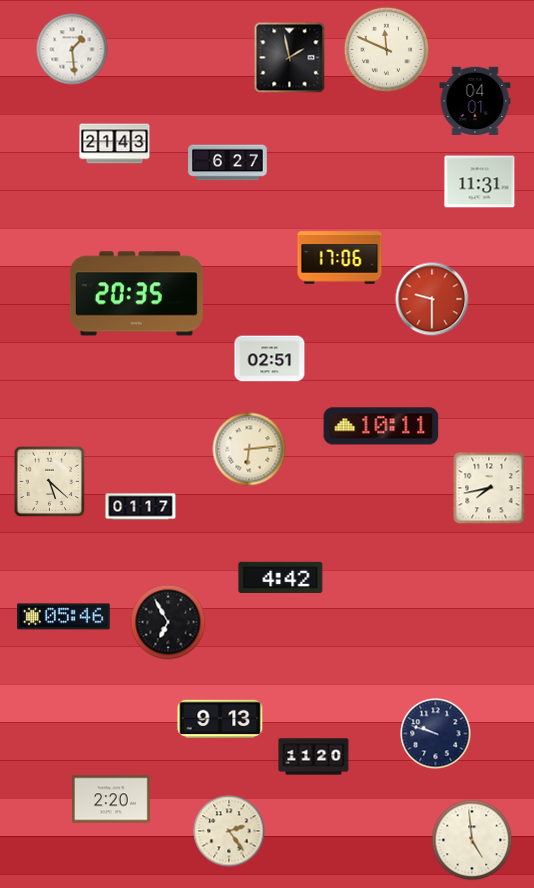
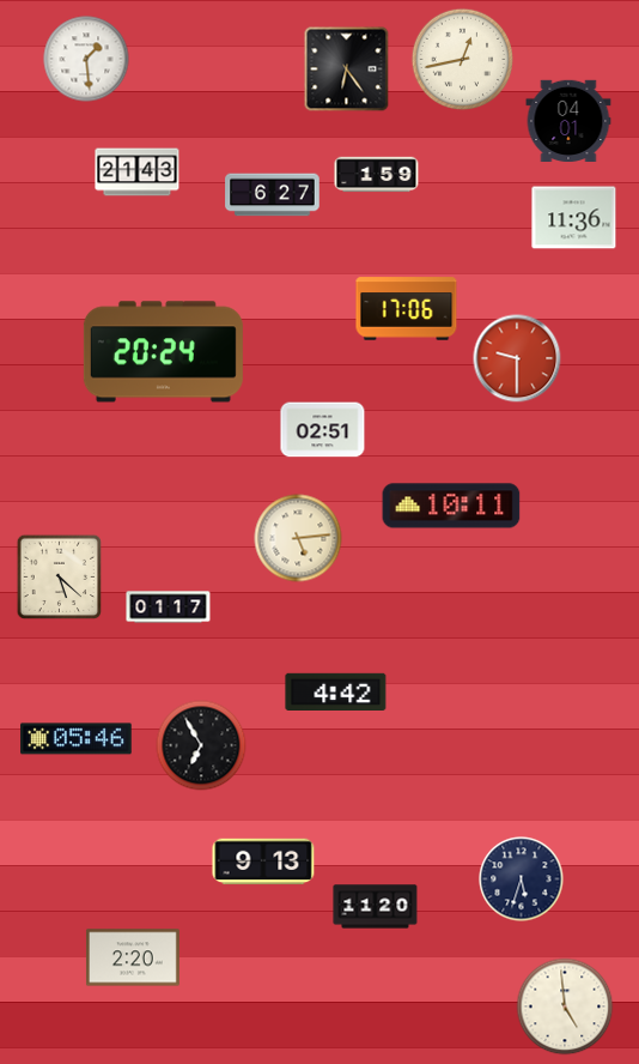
clock at (386, 49): 11:49 -> 12:43
clock at (290, 58): 1:58 -> 6:24
clock at (377, 175): none -> 1:59
clock at (480, 182): 11:31 -> 11:36
clock at (136, 294): 20:35 -> 20:24
clock at (381, 426) position: (381, 426) -> (451, 506)
clock at (249, 449): 6:14 -> 5:14
clock at (489, 488): 7:43 -> none
clock at (436, 734): 9:48 -> 5:33
clock at (229, 831): 2:24 -> none
